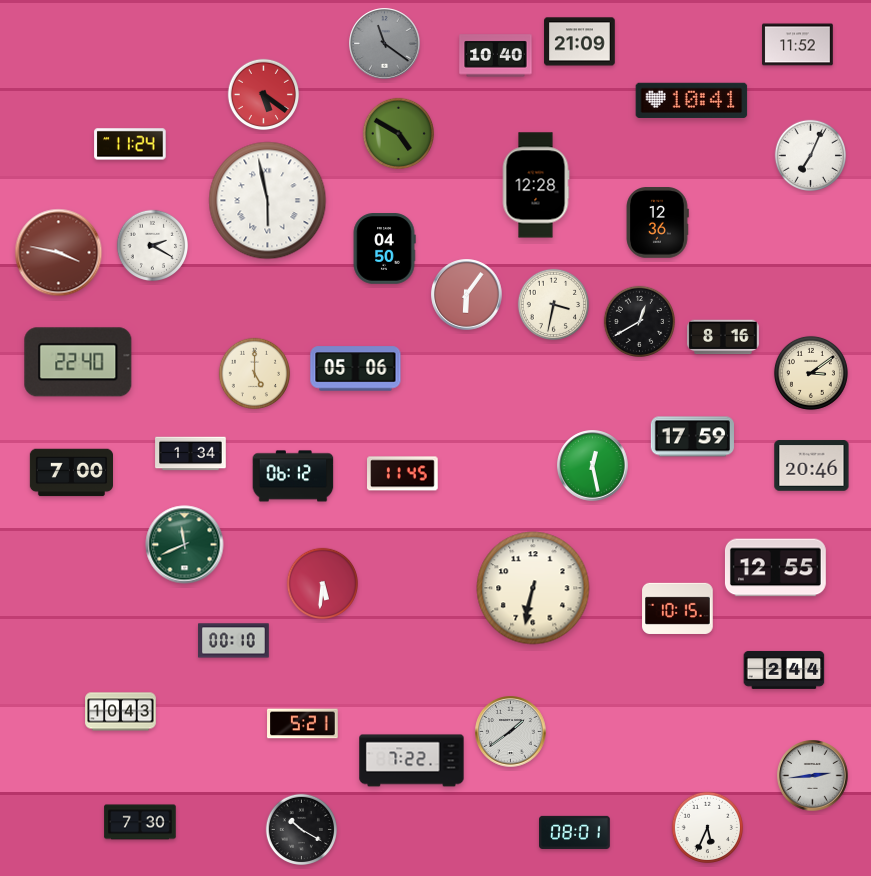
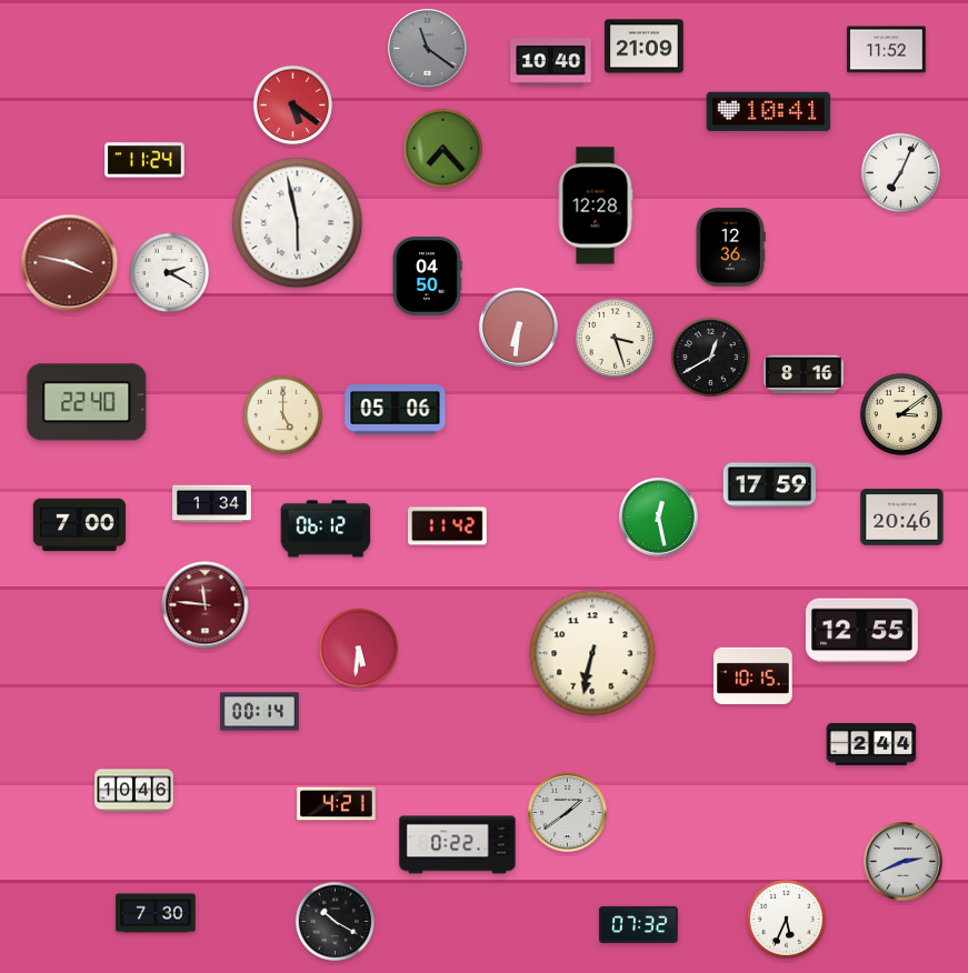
clock at (398, 133): 4:50 -> 7:23
clock at (59, 253) position: (59, 253) -> (70, 263)
clock at (467, 295): 6:06 -> 6:31
clock at (553, 304): 3:32 -> 3:27
clock at (403, 474): 11:45 -> 11:42
clock at (185, 545): 11:41 -> 11:46
clock at (185, 545) dial: green -> burgundy
clock at (234, 641): 00:10 -> 00:14
clock at (121, 712): 10:43 -> 10:46
clock at (303, 724): 5:21 -> 4:21
clock at (412, 761): 7:22 -> 0:22
clock at (813, 776): 2:44 -> 2:41
clock at (575, 832): 08:01 -> 07:32
